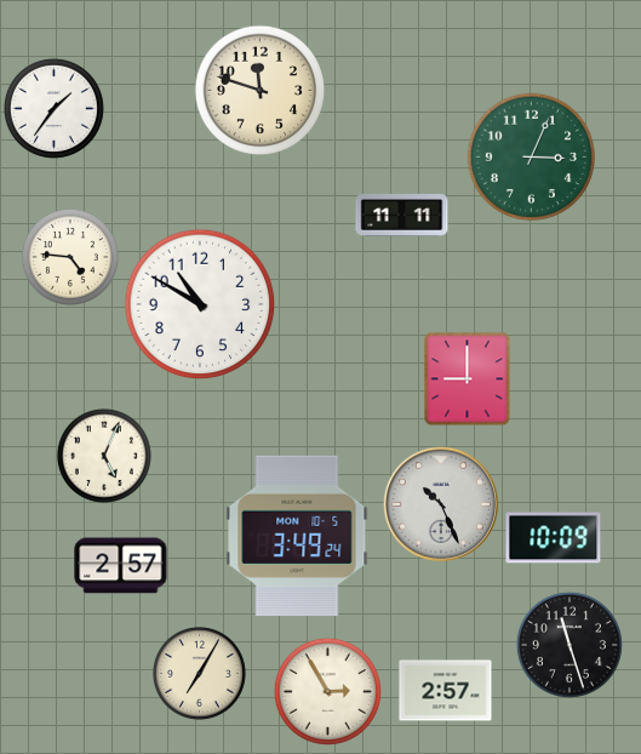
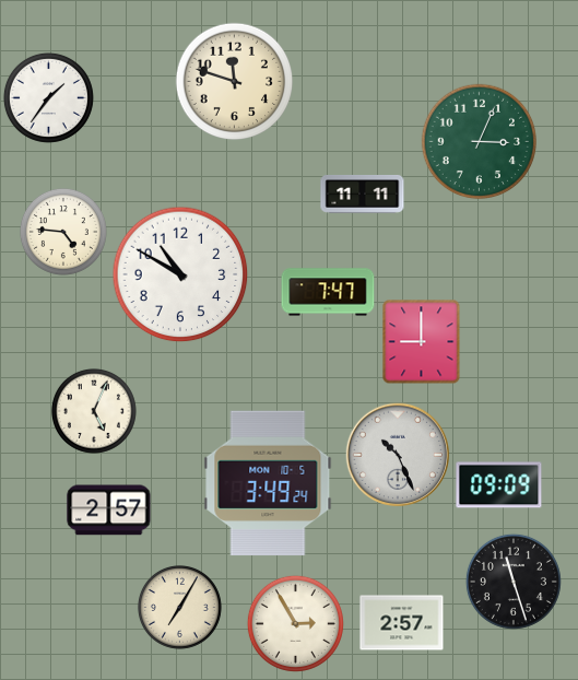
clock at (328, 292): none -> 7:47
clock at (554, 538): 10:09 -> 09:09
